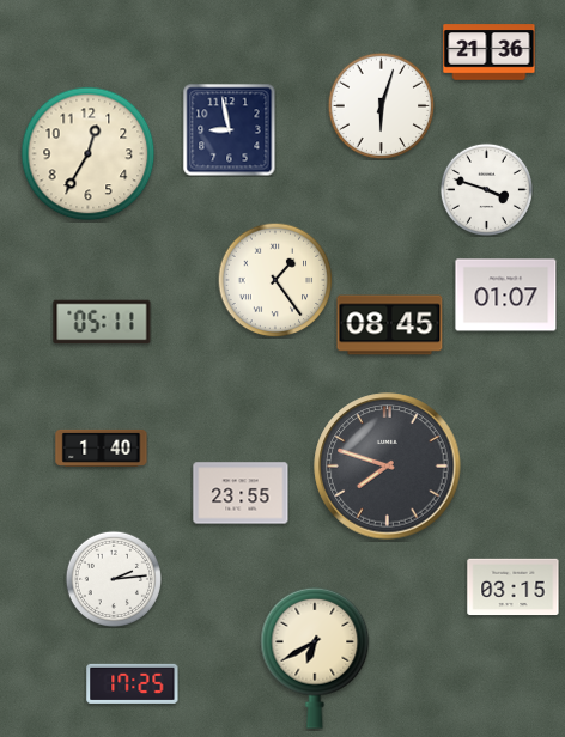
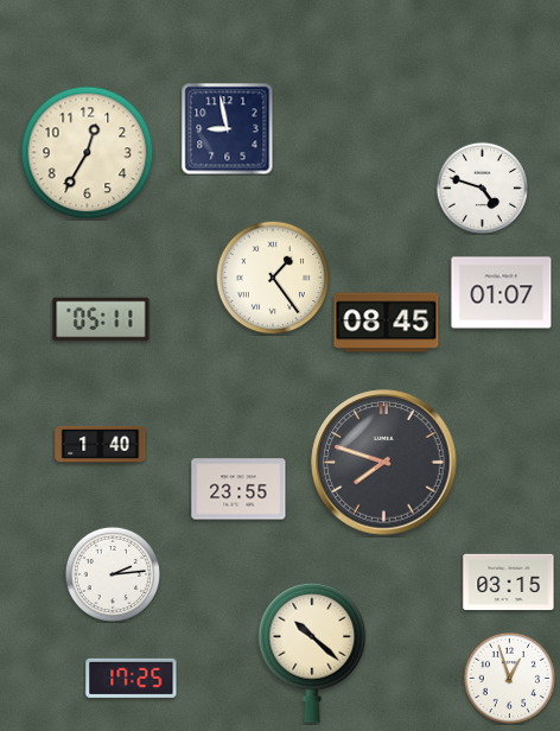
clock at (490, 53): 21:36 -> none
clock at (381, 105): 6:03 -> none
clock at (486, 189): 3:48 -> 4:48
clock at (315, 658): 6:40 -> 10:22
clock at (509, 678): none -> 12:57
